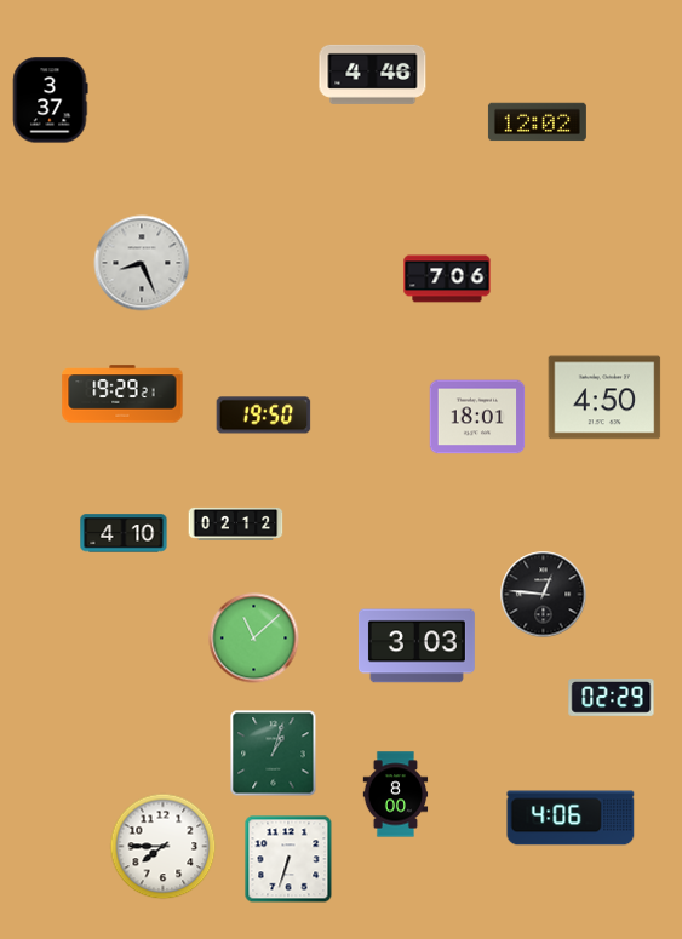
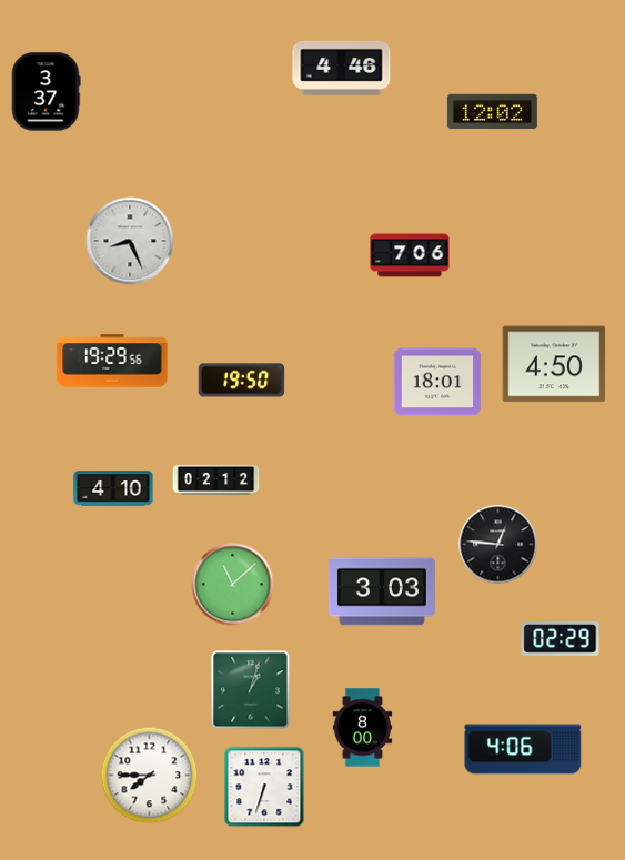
clock at (122, 394): 19:29:21 -> 19:29:56
